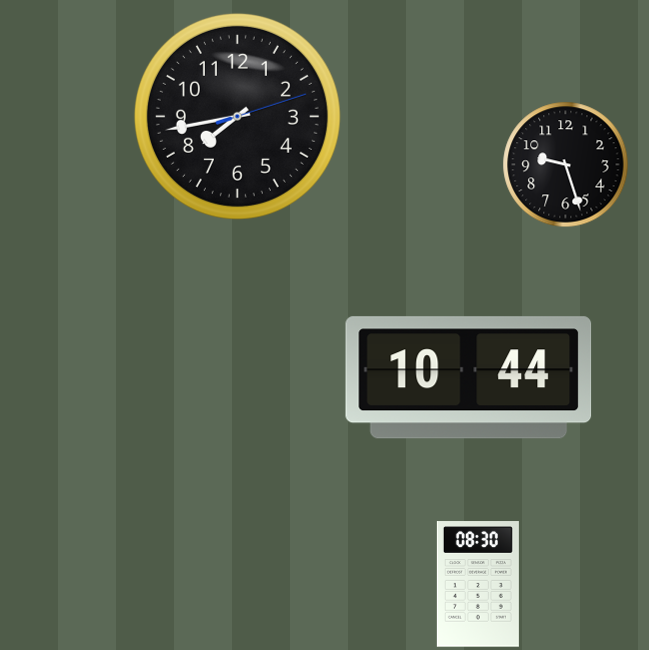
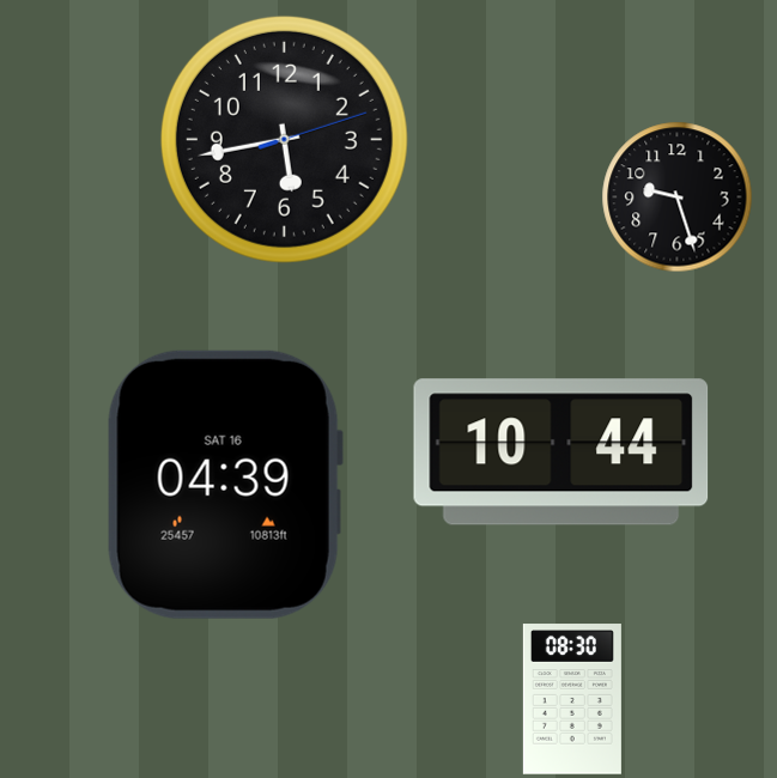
clock at (237, 116): 7:43 -> 5:43
clock at (225, 485): none -> 04:39
